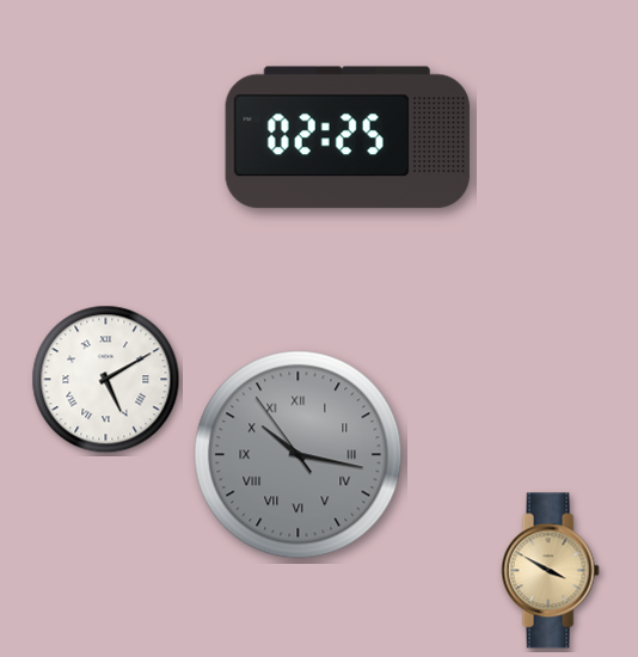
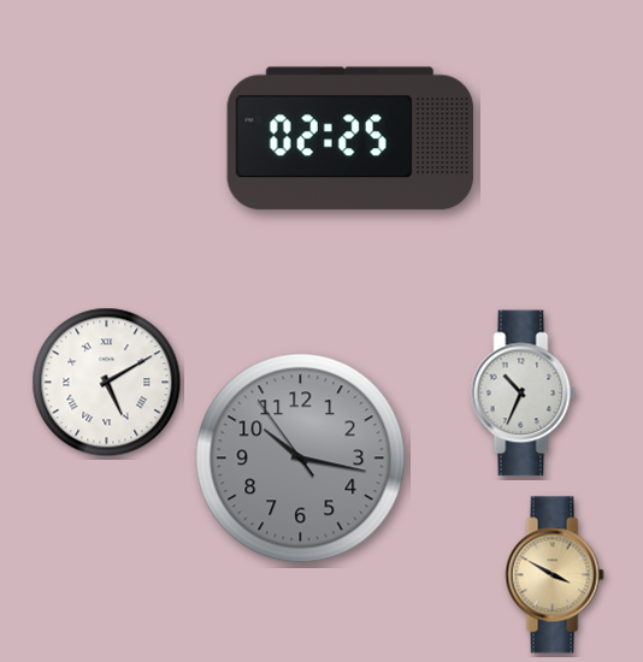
clock at (524, 394): none -> 10:34
clock at (299, 455) numerals: Roman -> Arabic
